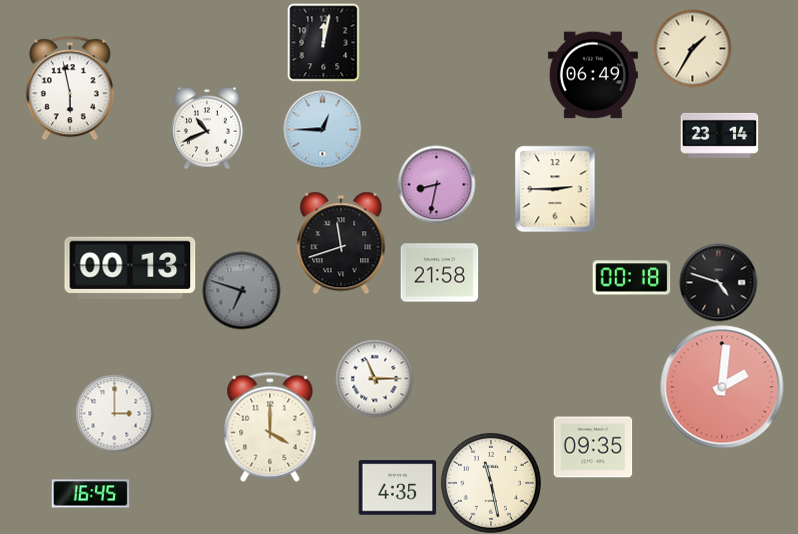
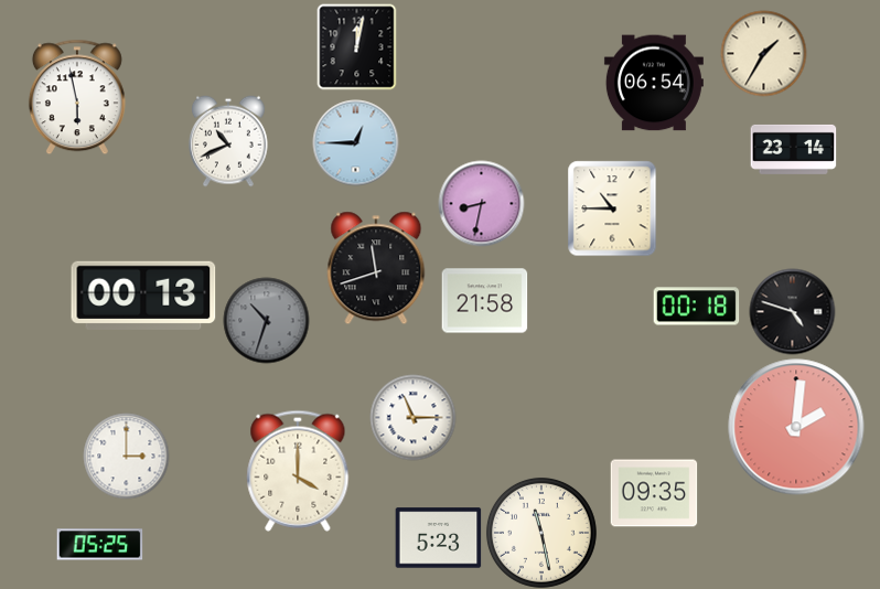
clock at (593, 75): 06:49 -> 06:54
clock at (555, 189): 2:45 -> 10:45
clock at (241, 290): 6:48 -> 10:33
clock at (397, 488): 4:35 -> 5:23
clock at (90, 494): 16:45 -> 05:25
